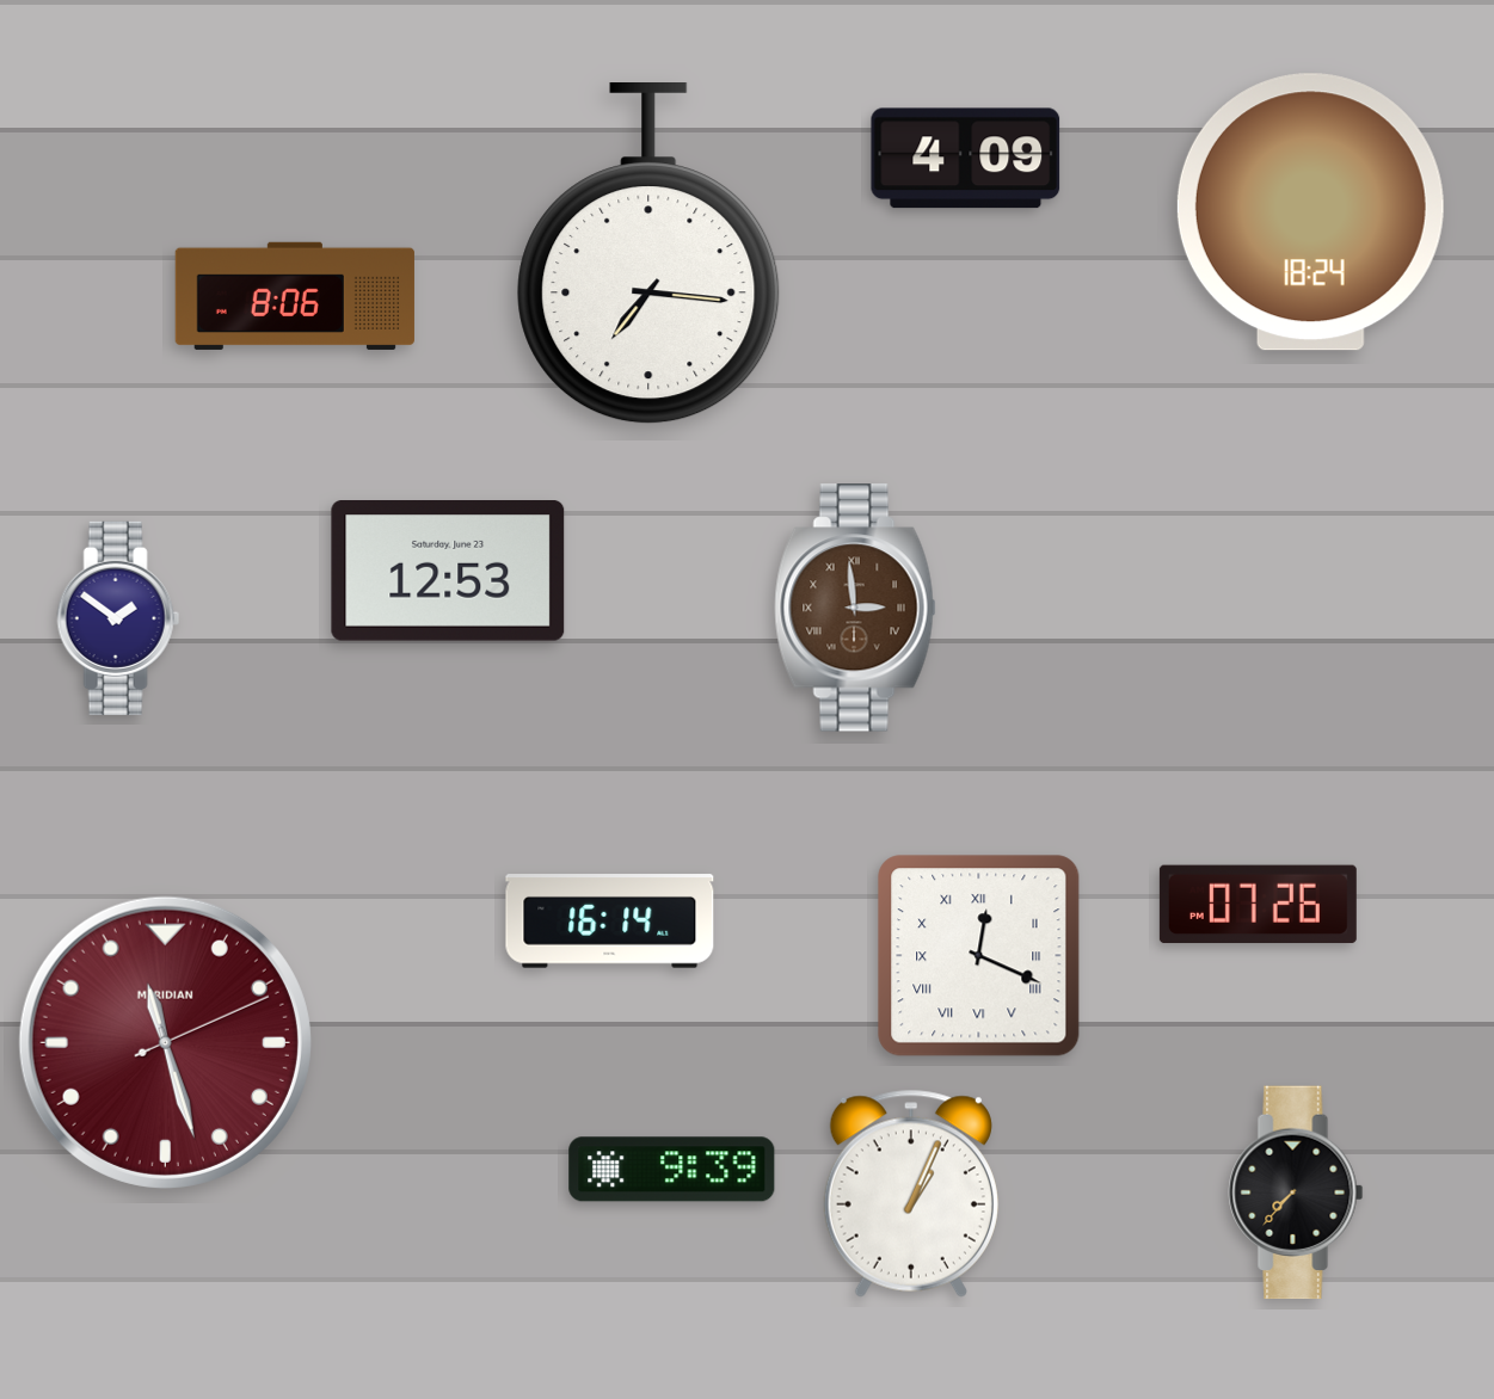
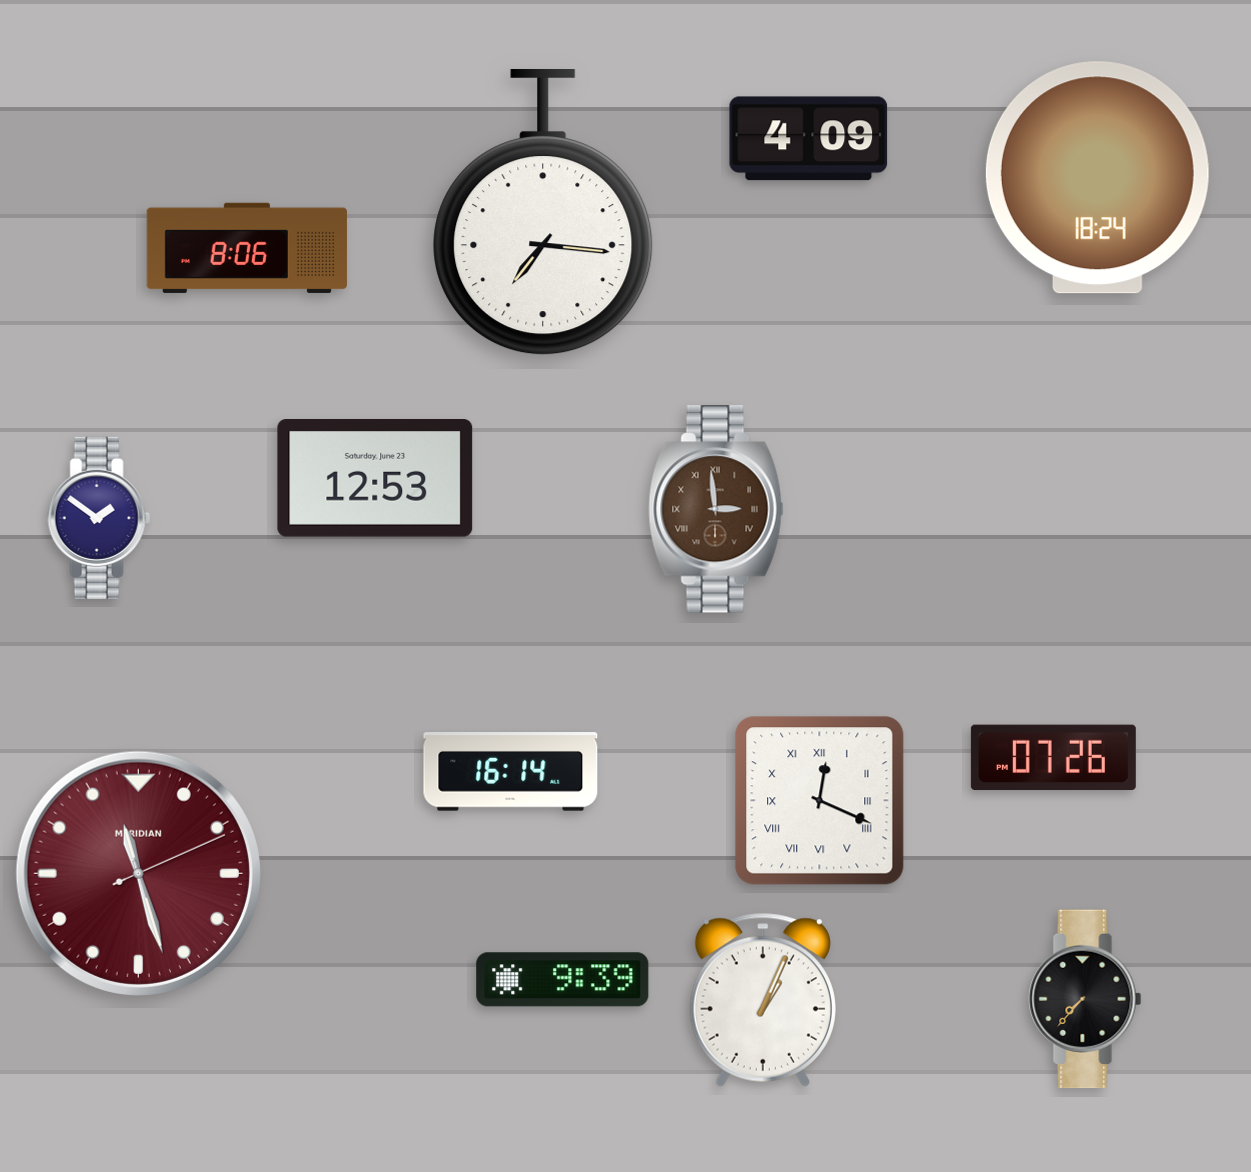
clock at (966, 159) position: (966, 159) -> (809, 139)
